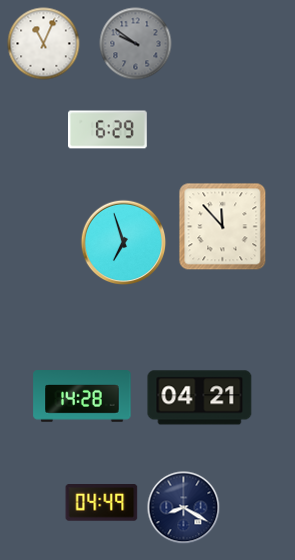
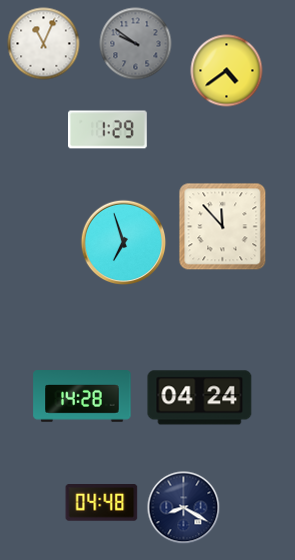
clock at (227, 71): none -> 4:39
clock at (108, 130): 6:29 -> 1:29
clock at (200, 398): 04:21 -> 04:24
clock at (102, 503): 04:49 -> 04:48
